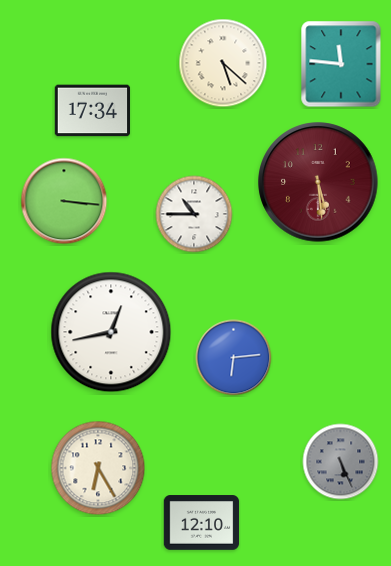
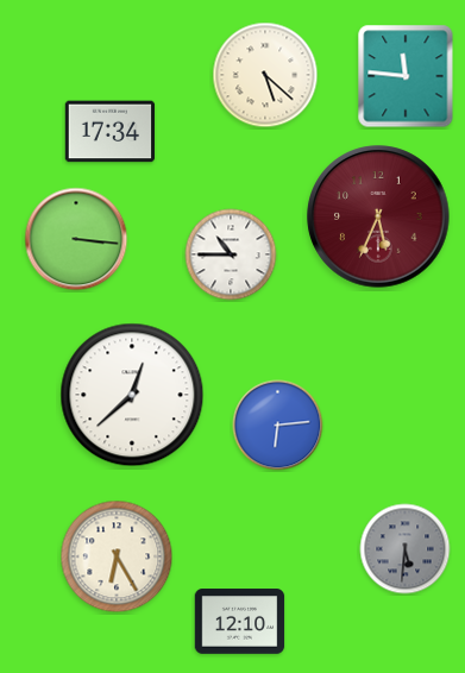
clock at (318, 182): 5:29 -> 5:34
clock at (111, 332): 12:43 -> 12:38
clock at (341, 462): 5:26 -> 5:31
